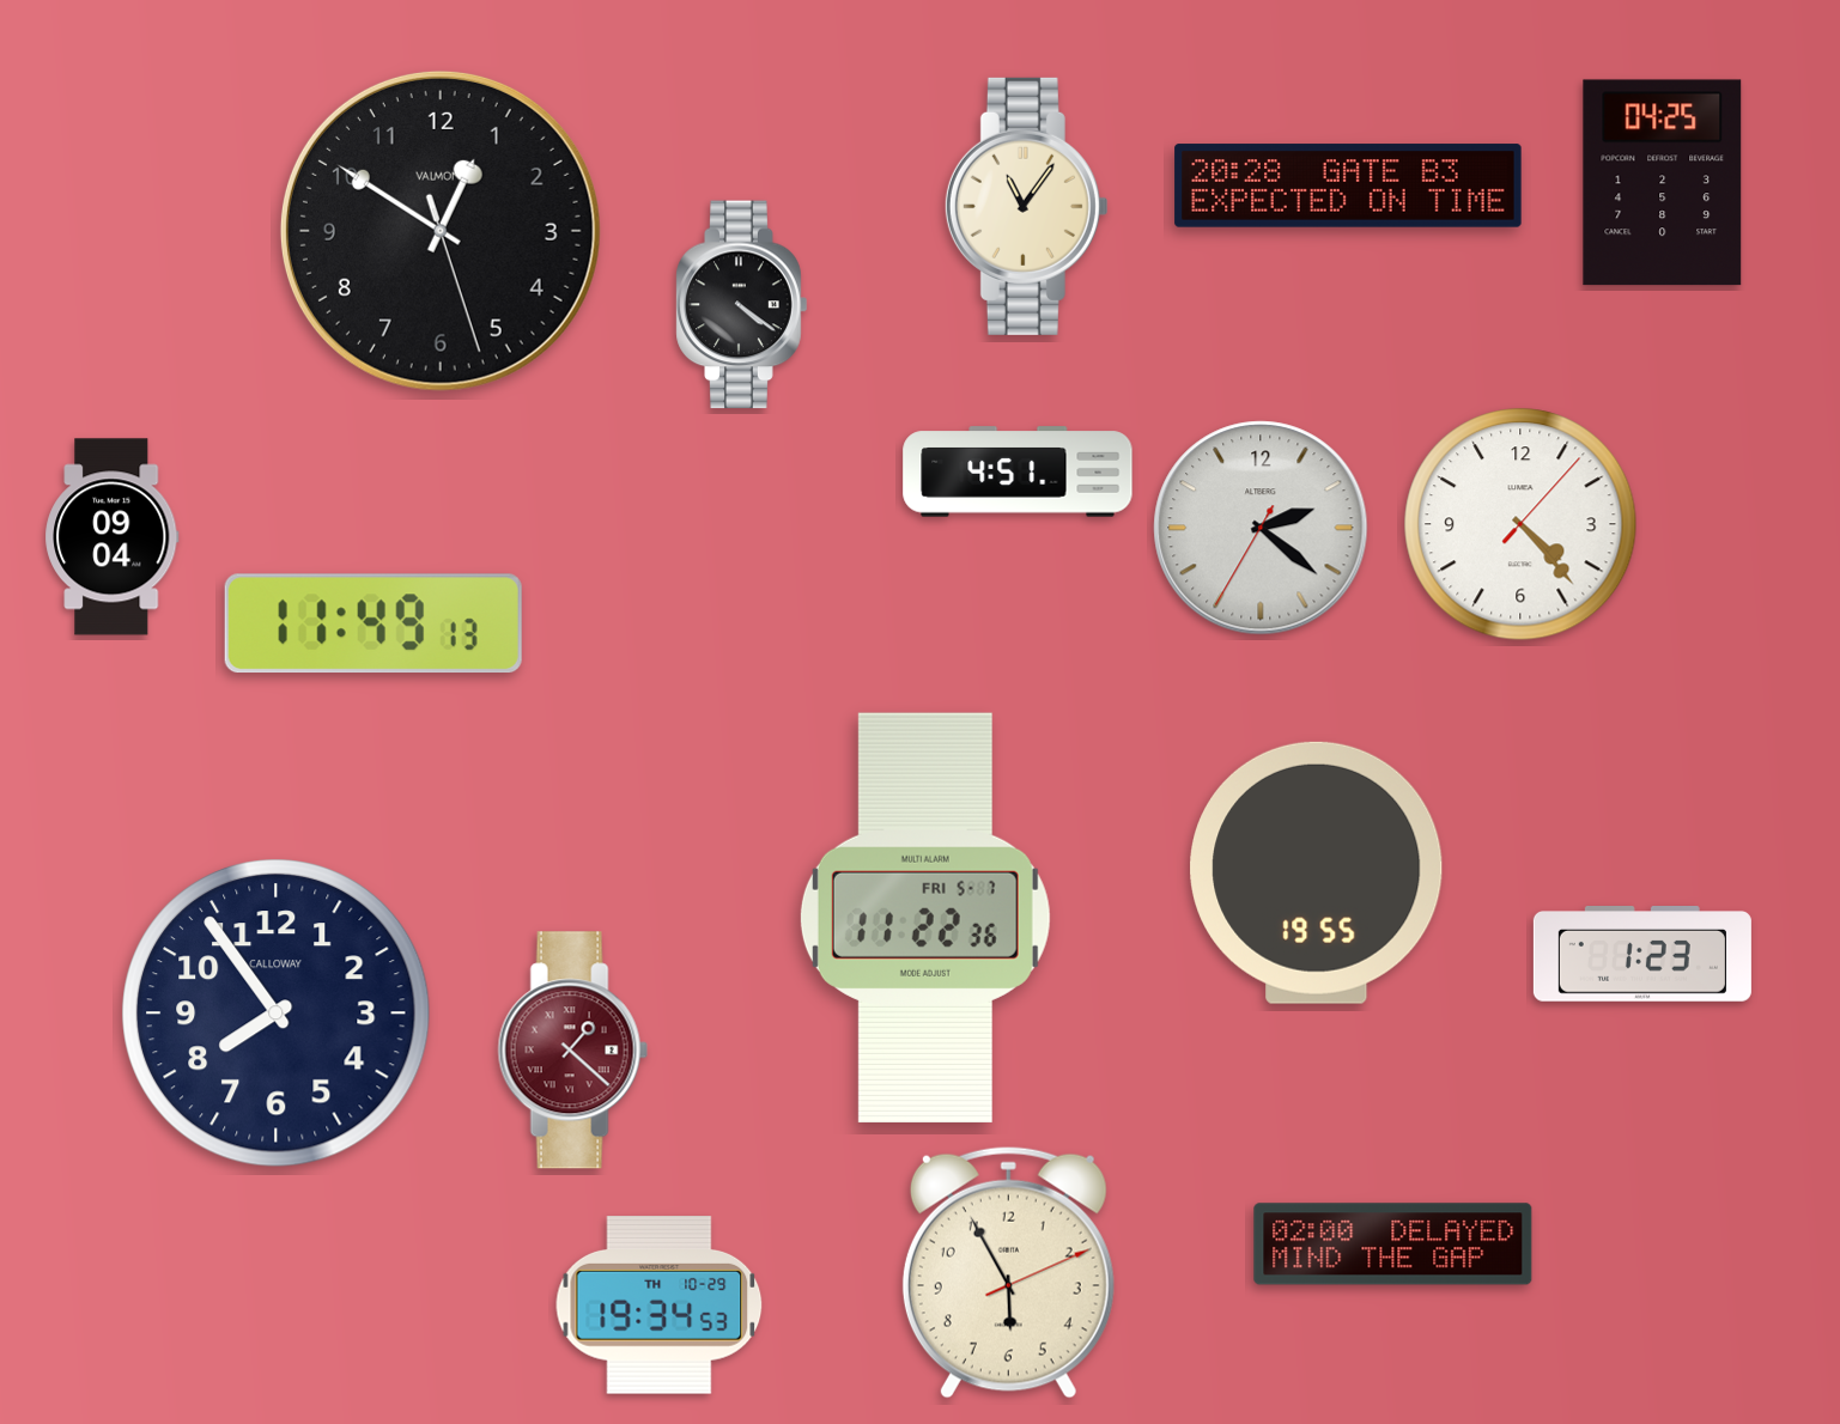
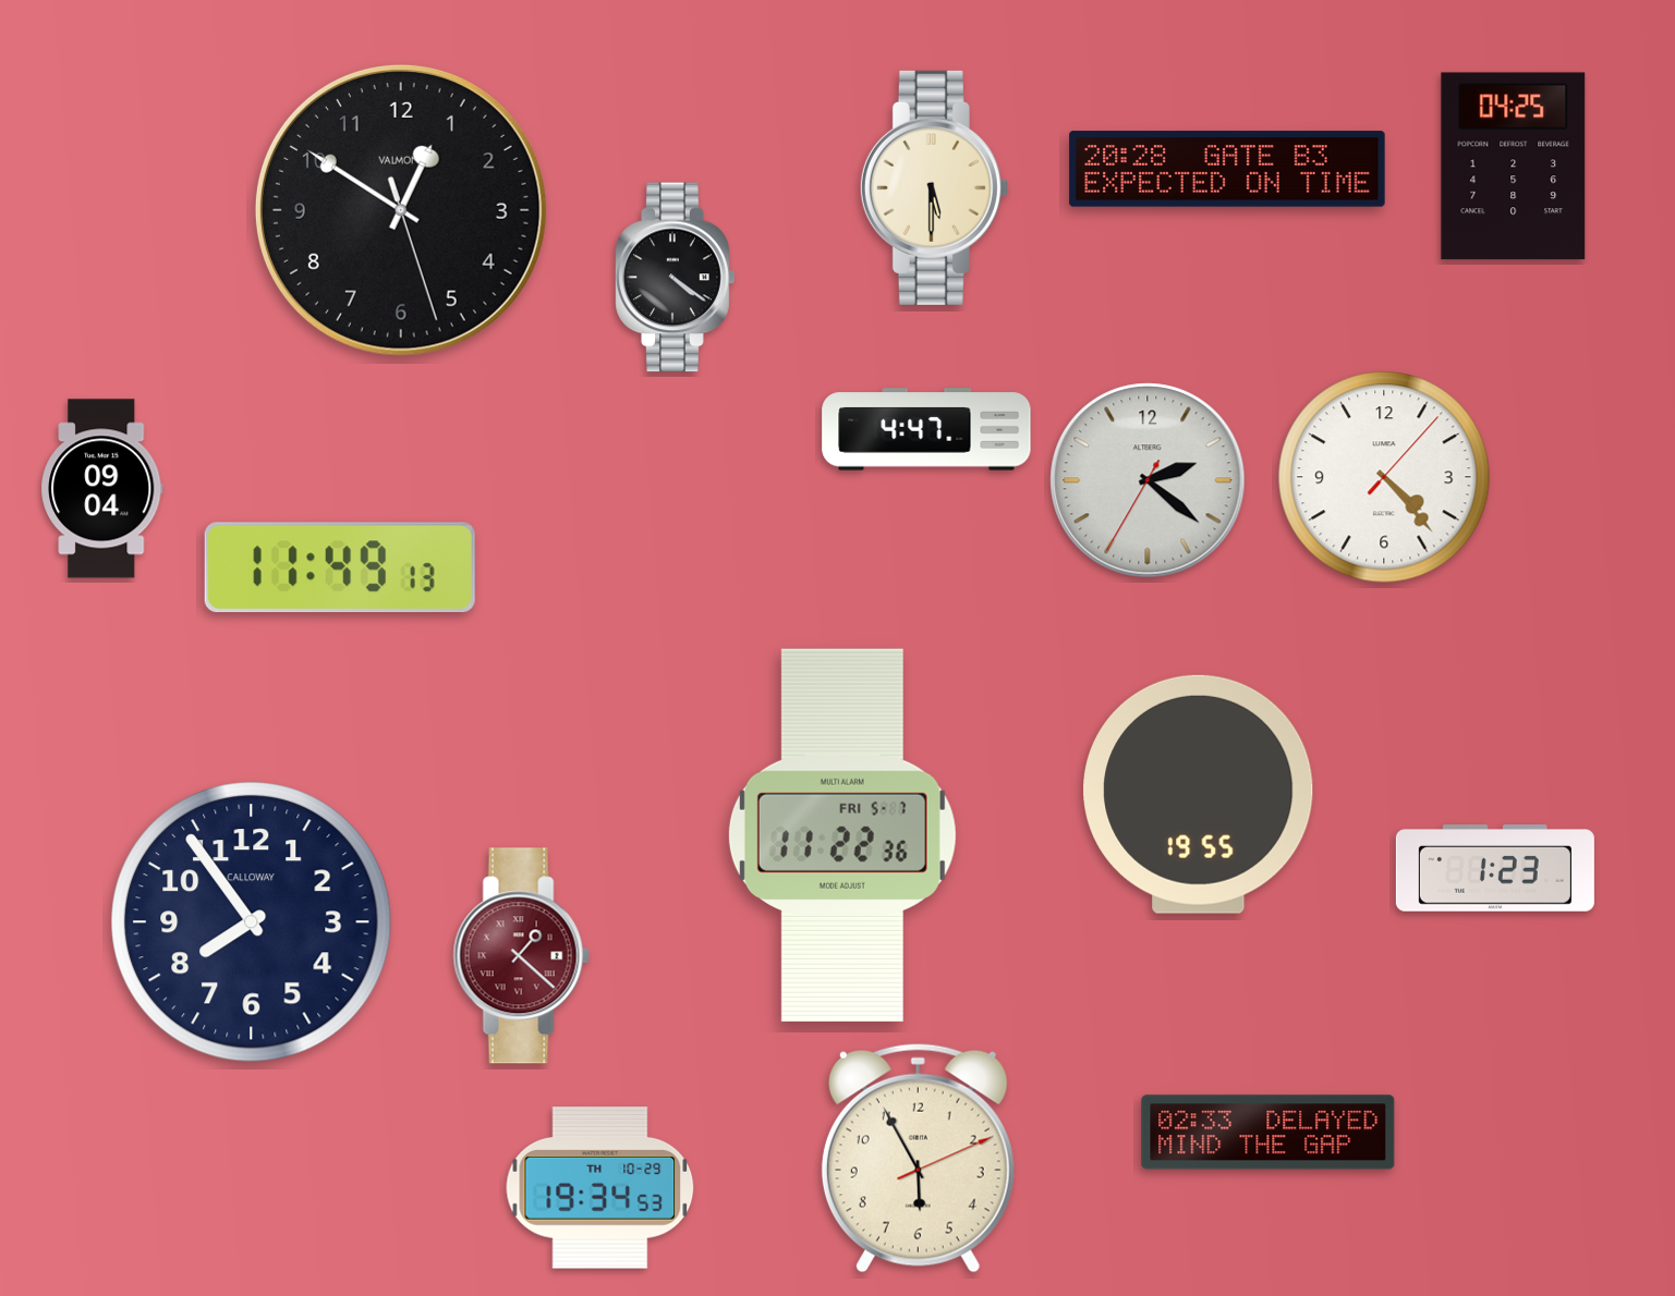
clock at (1026, 206): 11:06 -> 5:30
clock at (1018, 471): 4:51 -> 4:47
clock at (1393, 1245): 02:00 -> 02:33
